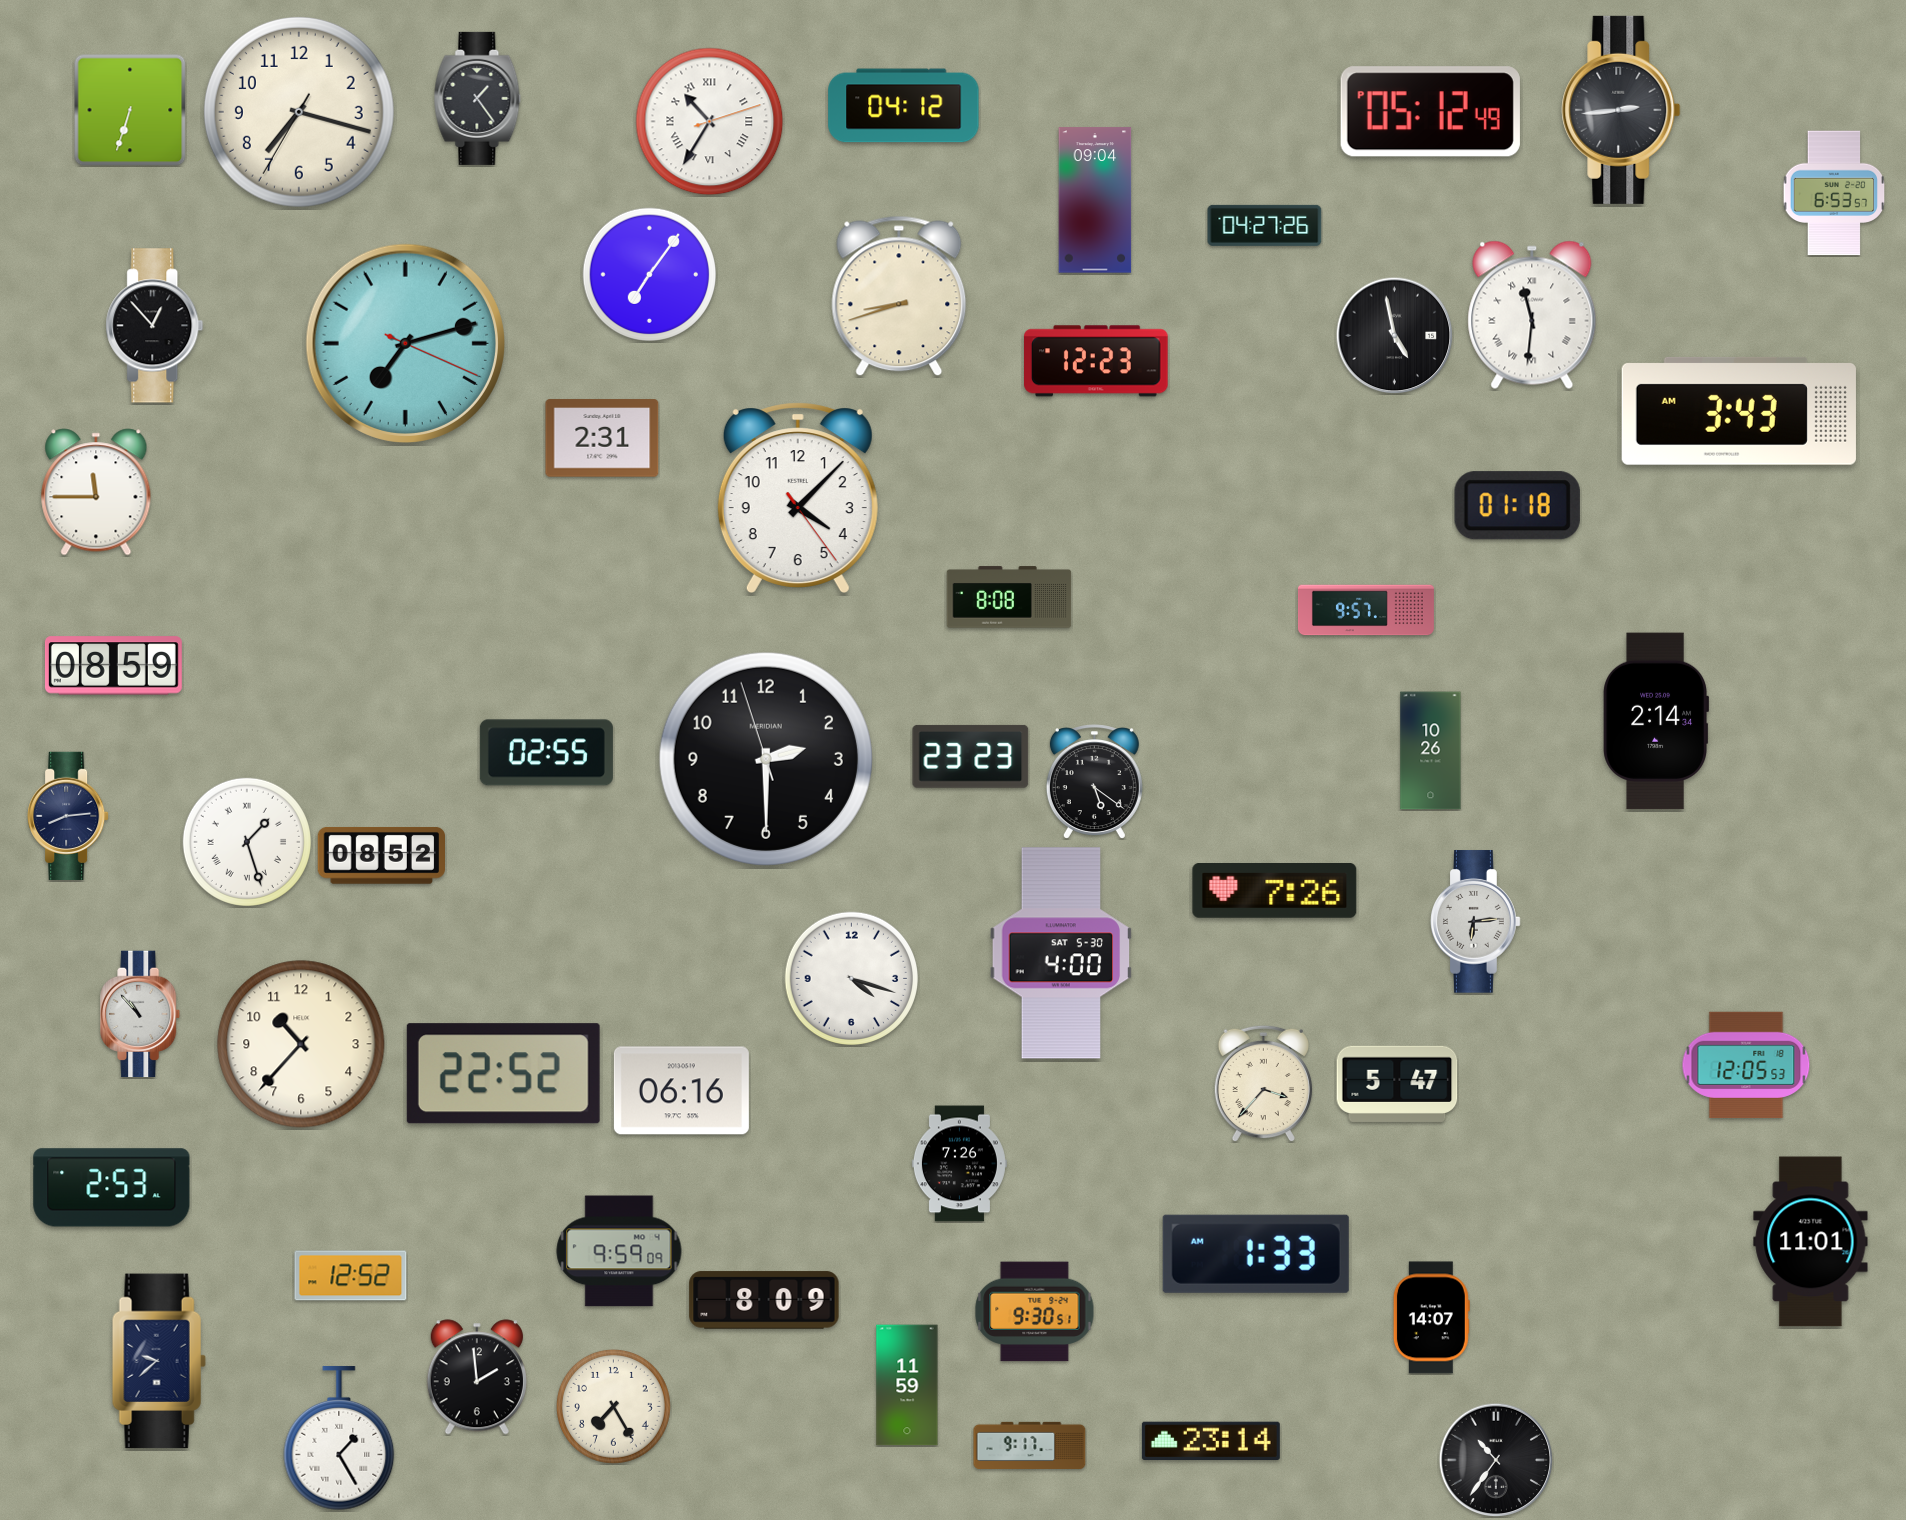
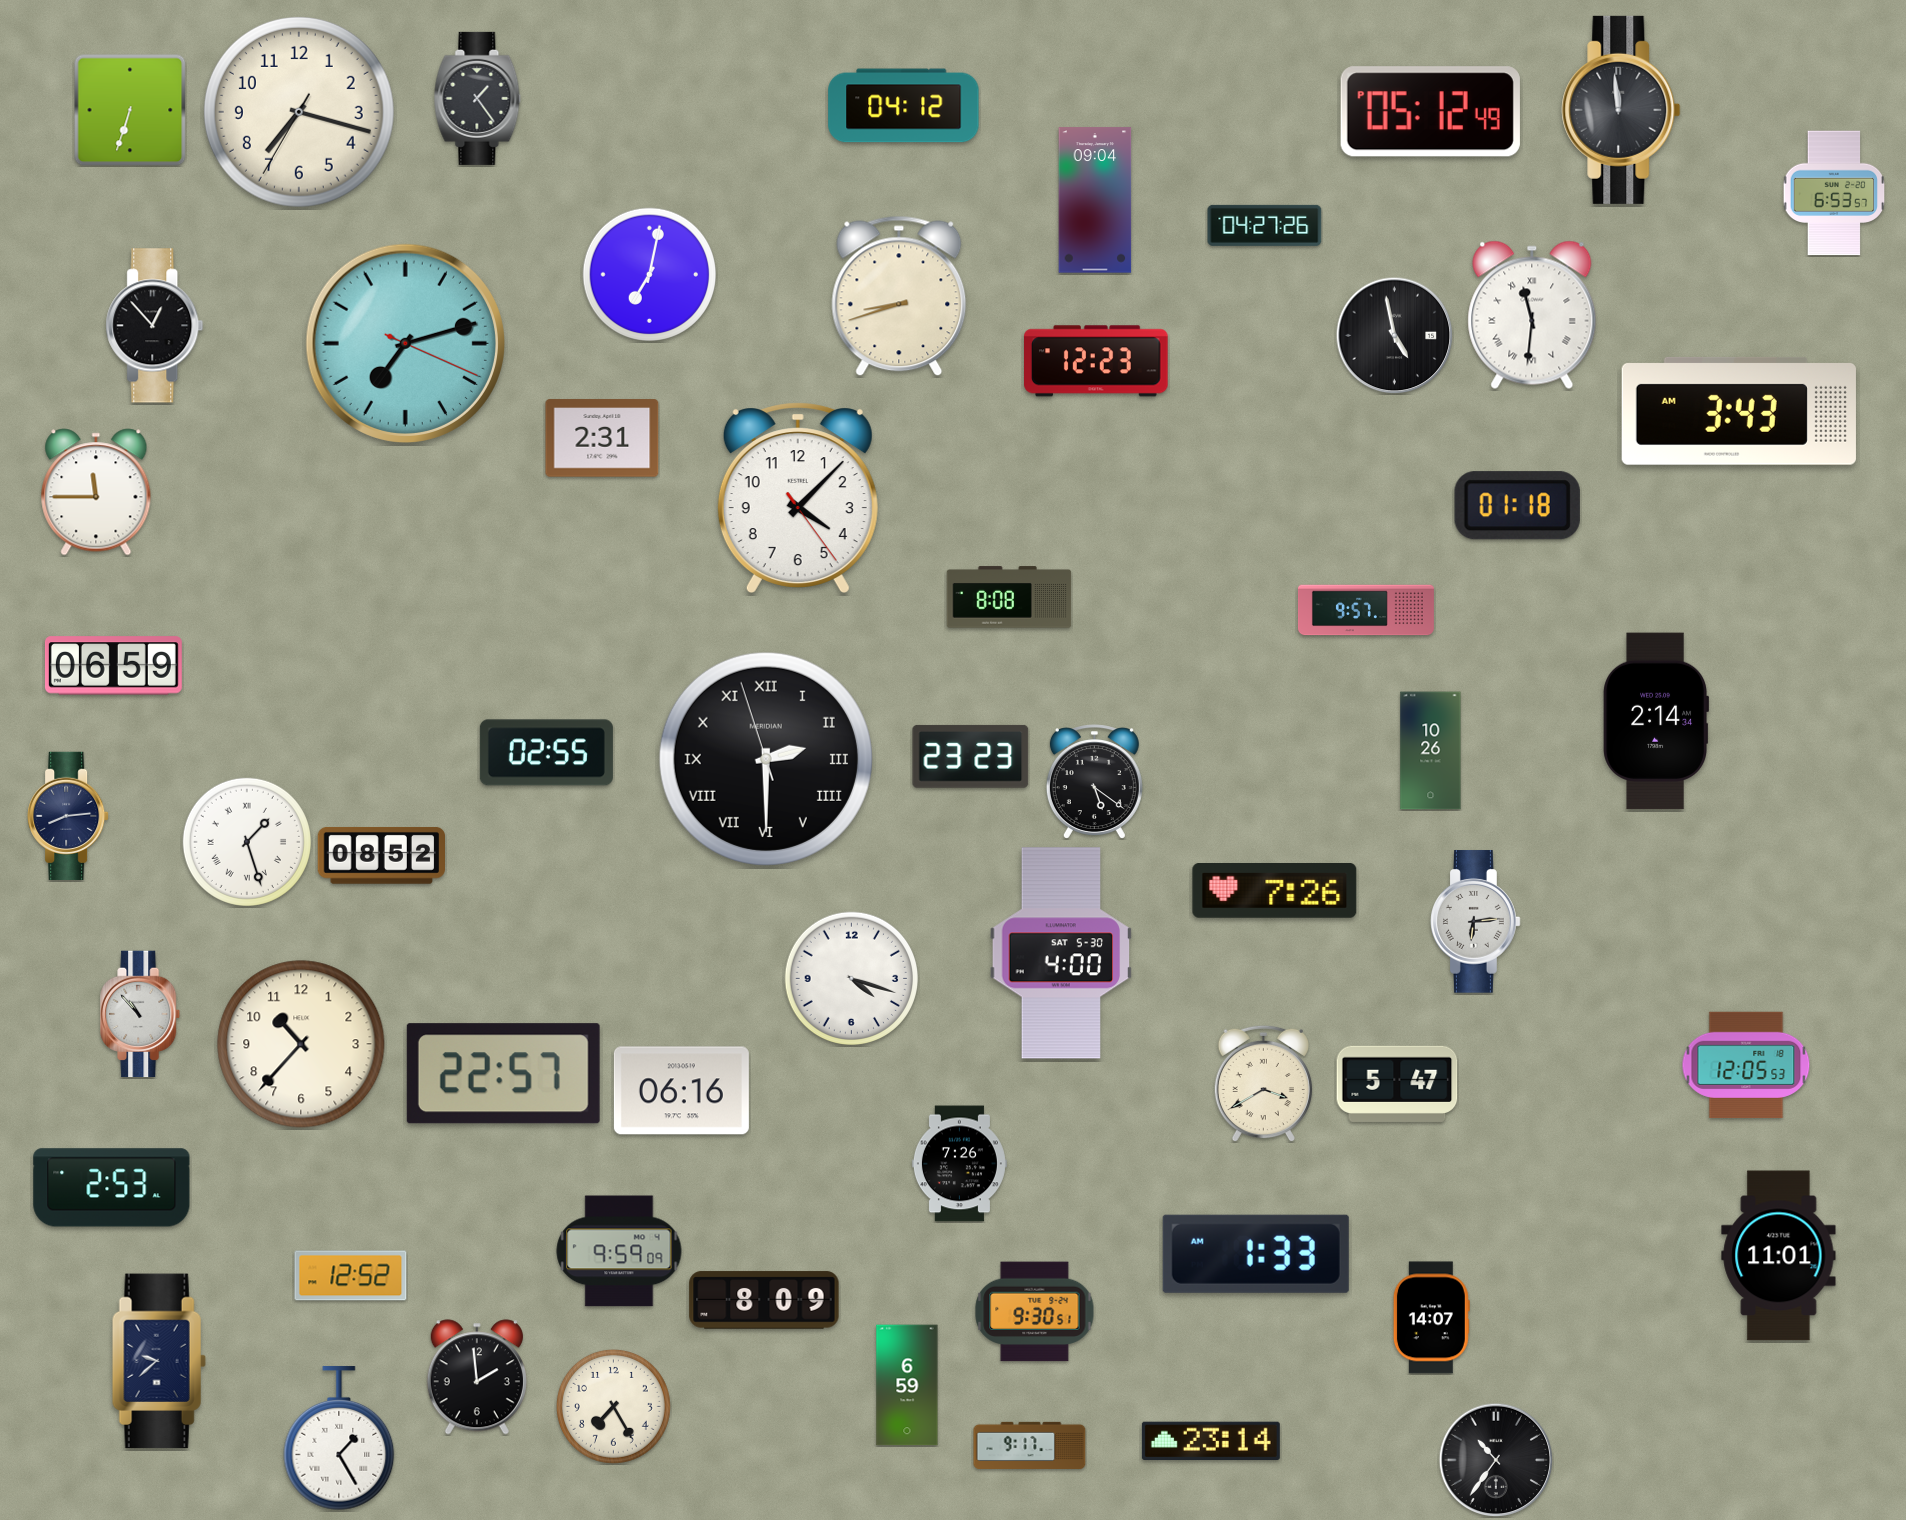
clock at (1621, 110): 2:44 -> 11:59
clock at (710, 122): 10:35 -> none
clock at (650, 275): 7:06 -> 7:02
clock at (113, 666): 08:59 -> 06:59
clock at (766, 759) numerals: Arabic -> Roman
clock at (503, 1074): 22:52 -> 22:57
clock at (1263, 1083): 3:37 -> 3:40
clock at (1811, 1242) position: (1811, 1242) -> (1779, 1256)
clock at (907, 1385): 11:59 -> 6:59
